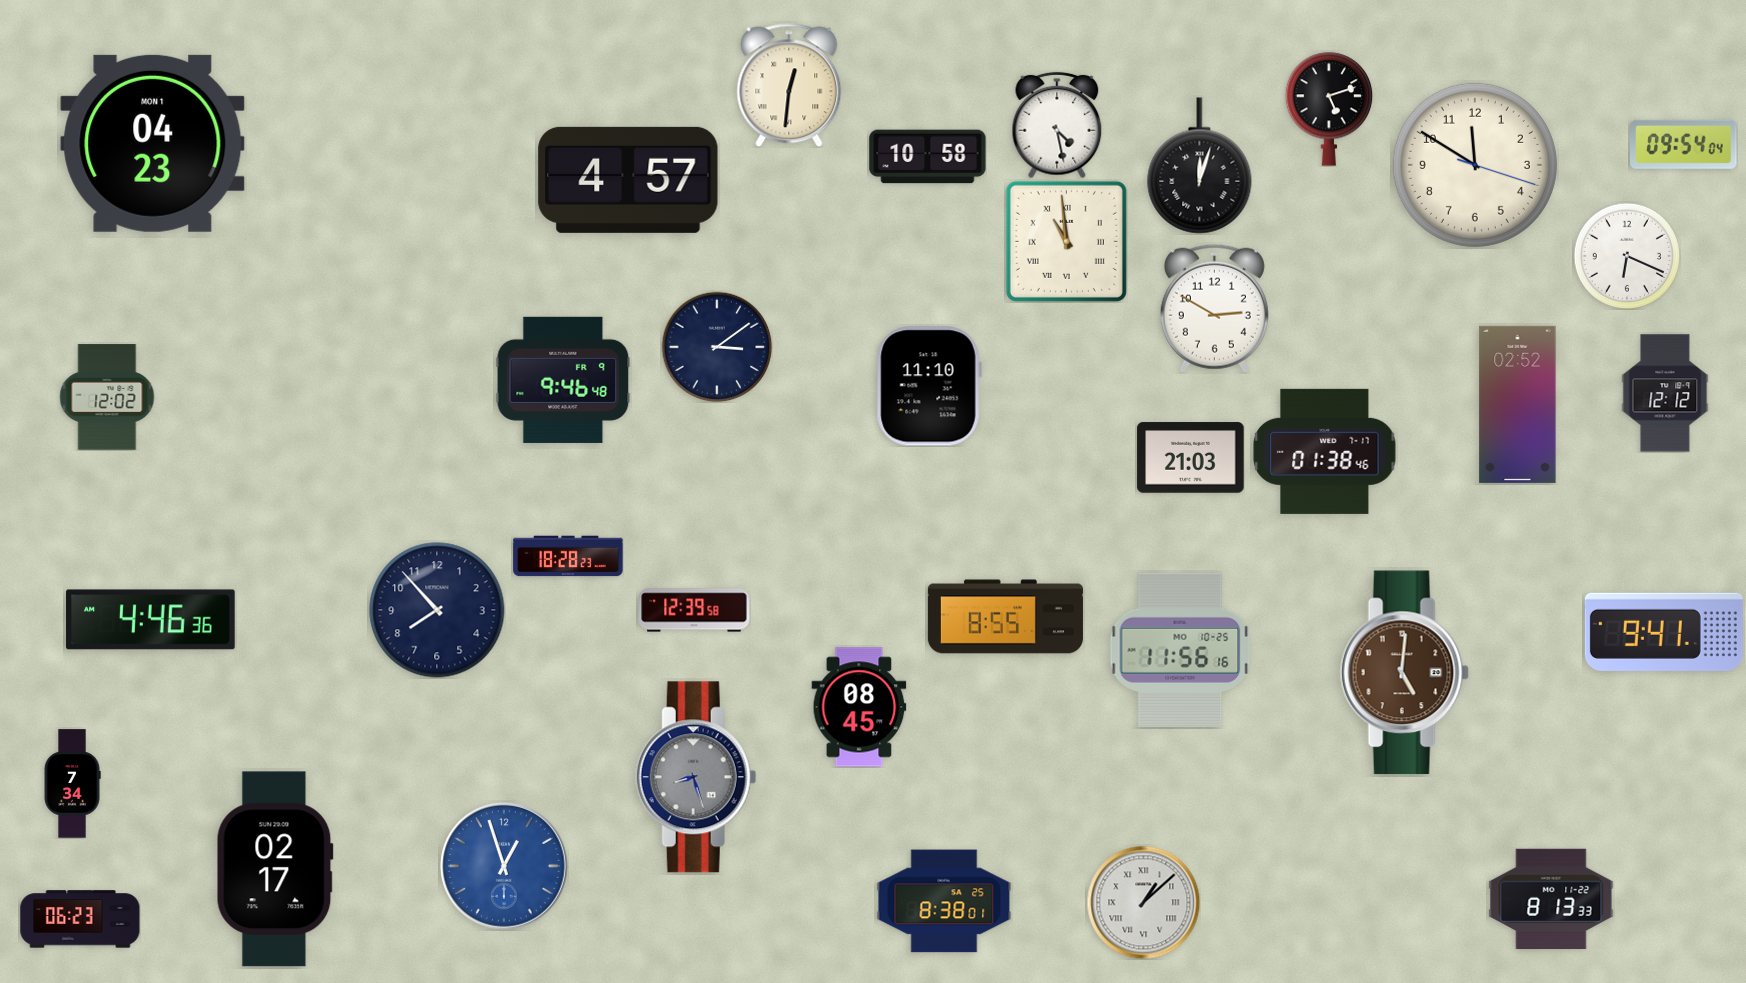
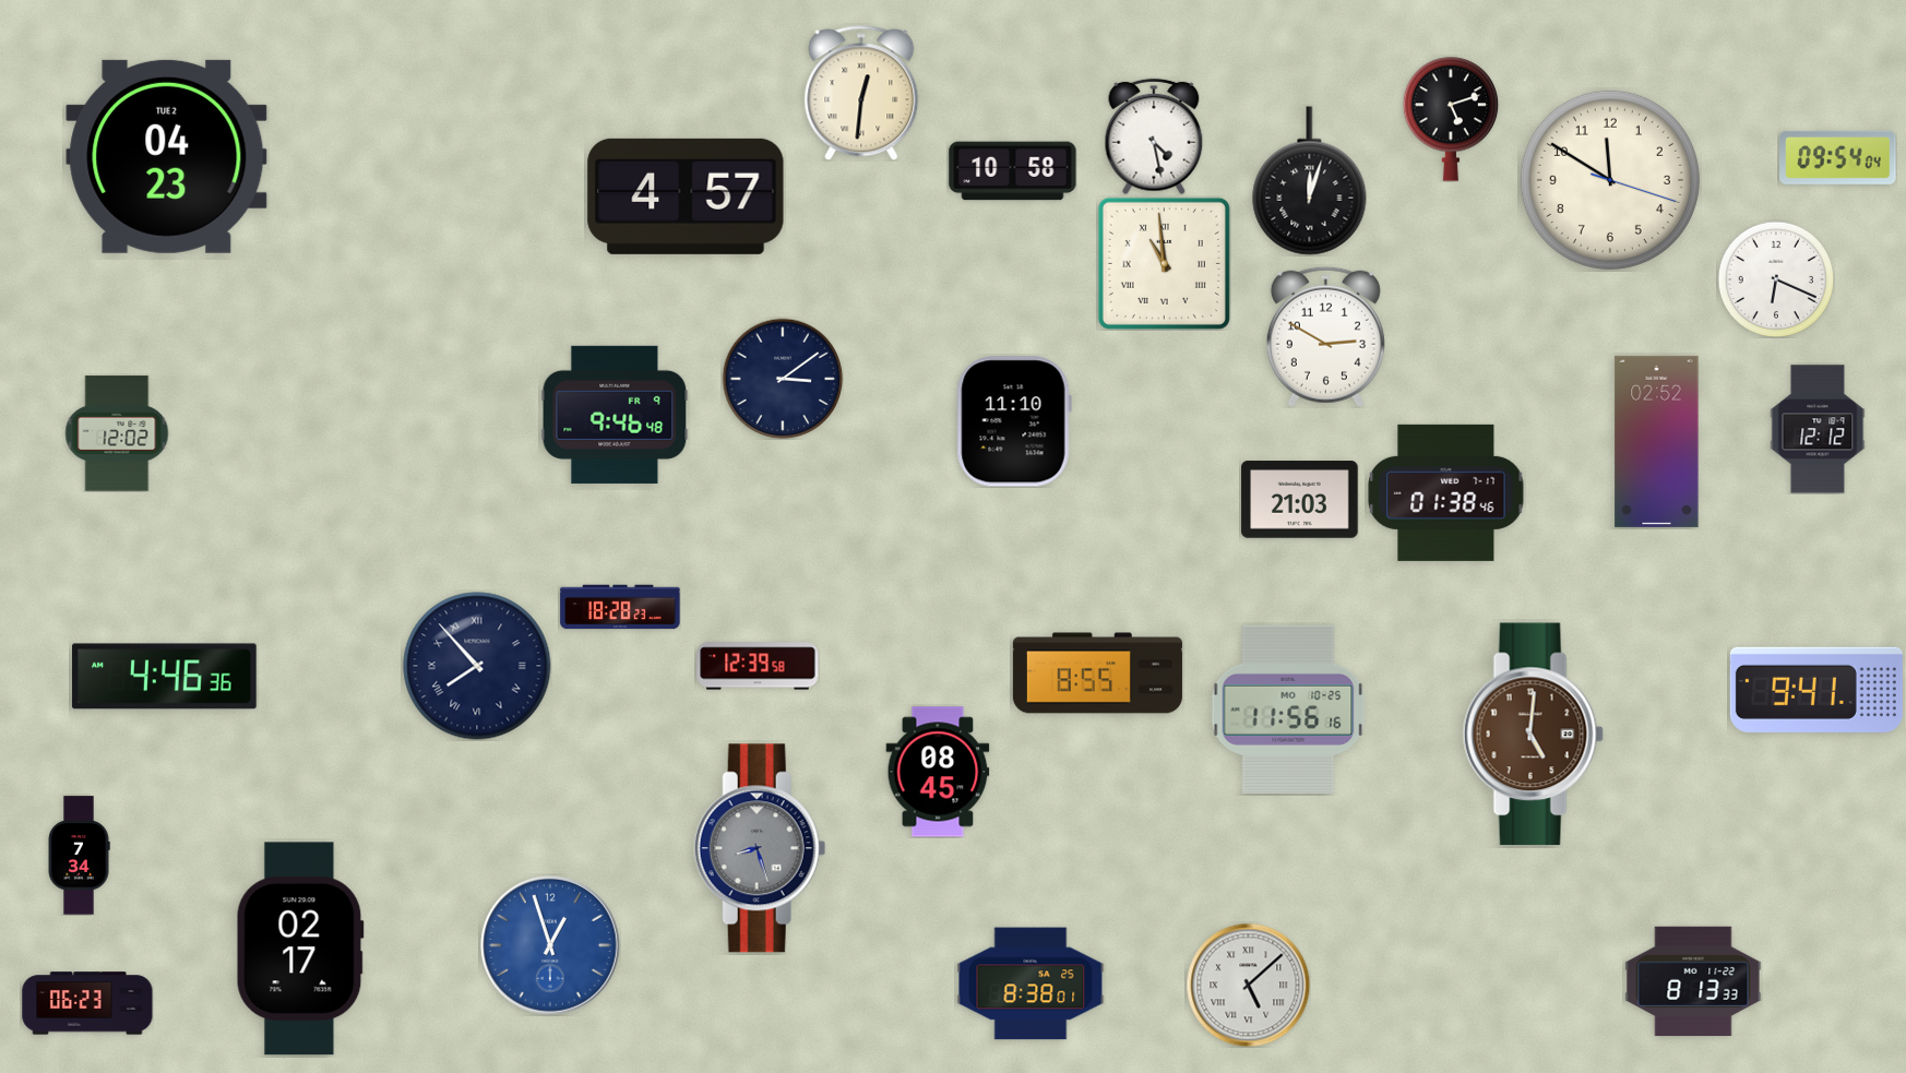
clock at (153, 143) date: MON 1 -> TUE 2
clock at (437, 610) numerals: Arabic -> Roman
clock at (1143, 902): 1:08 -> 5:08
